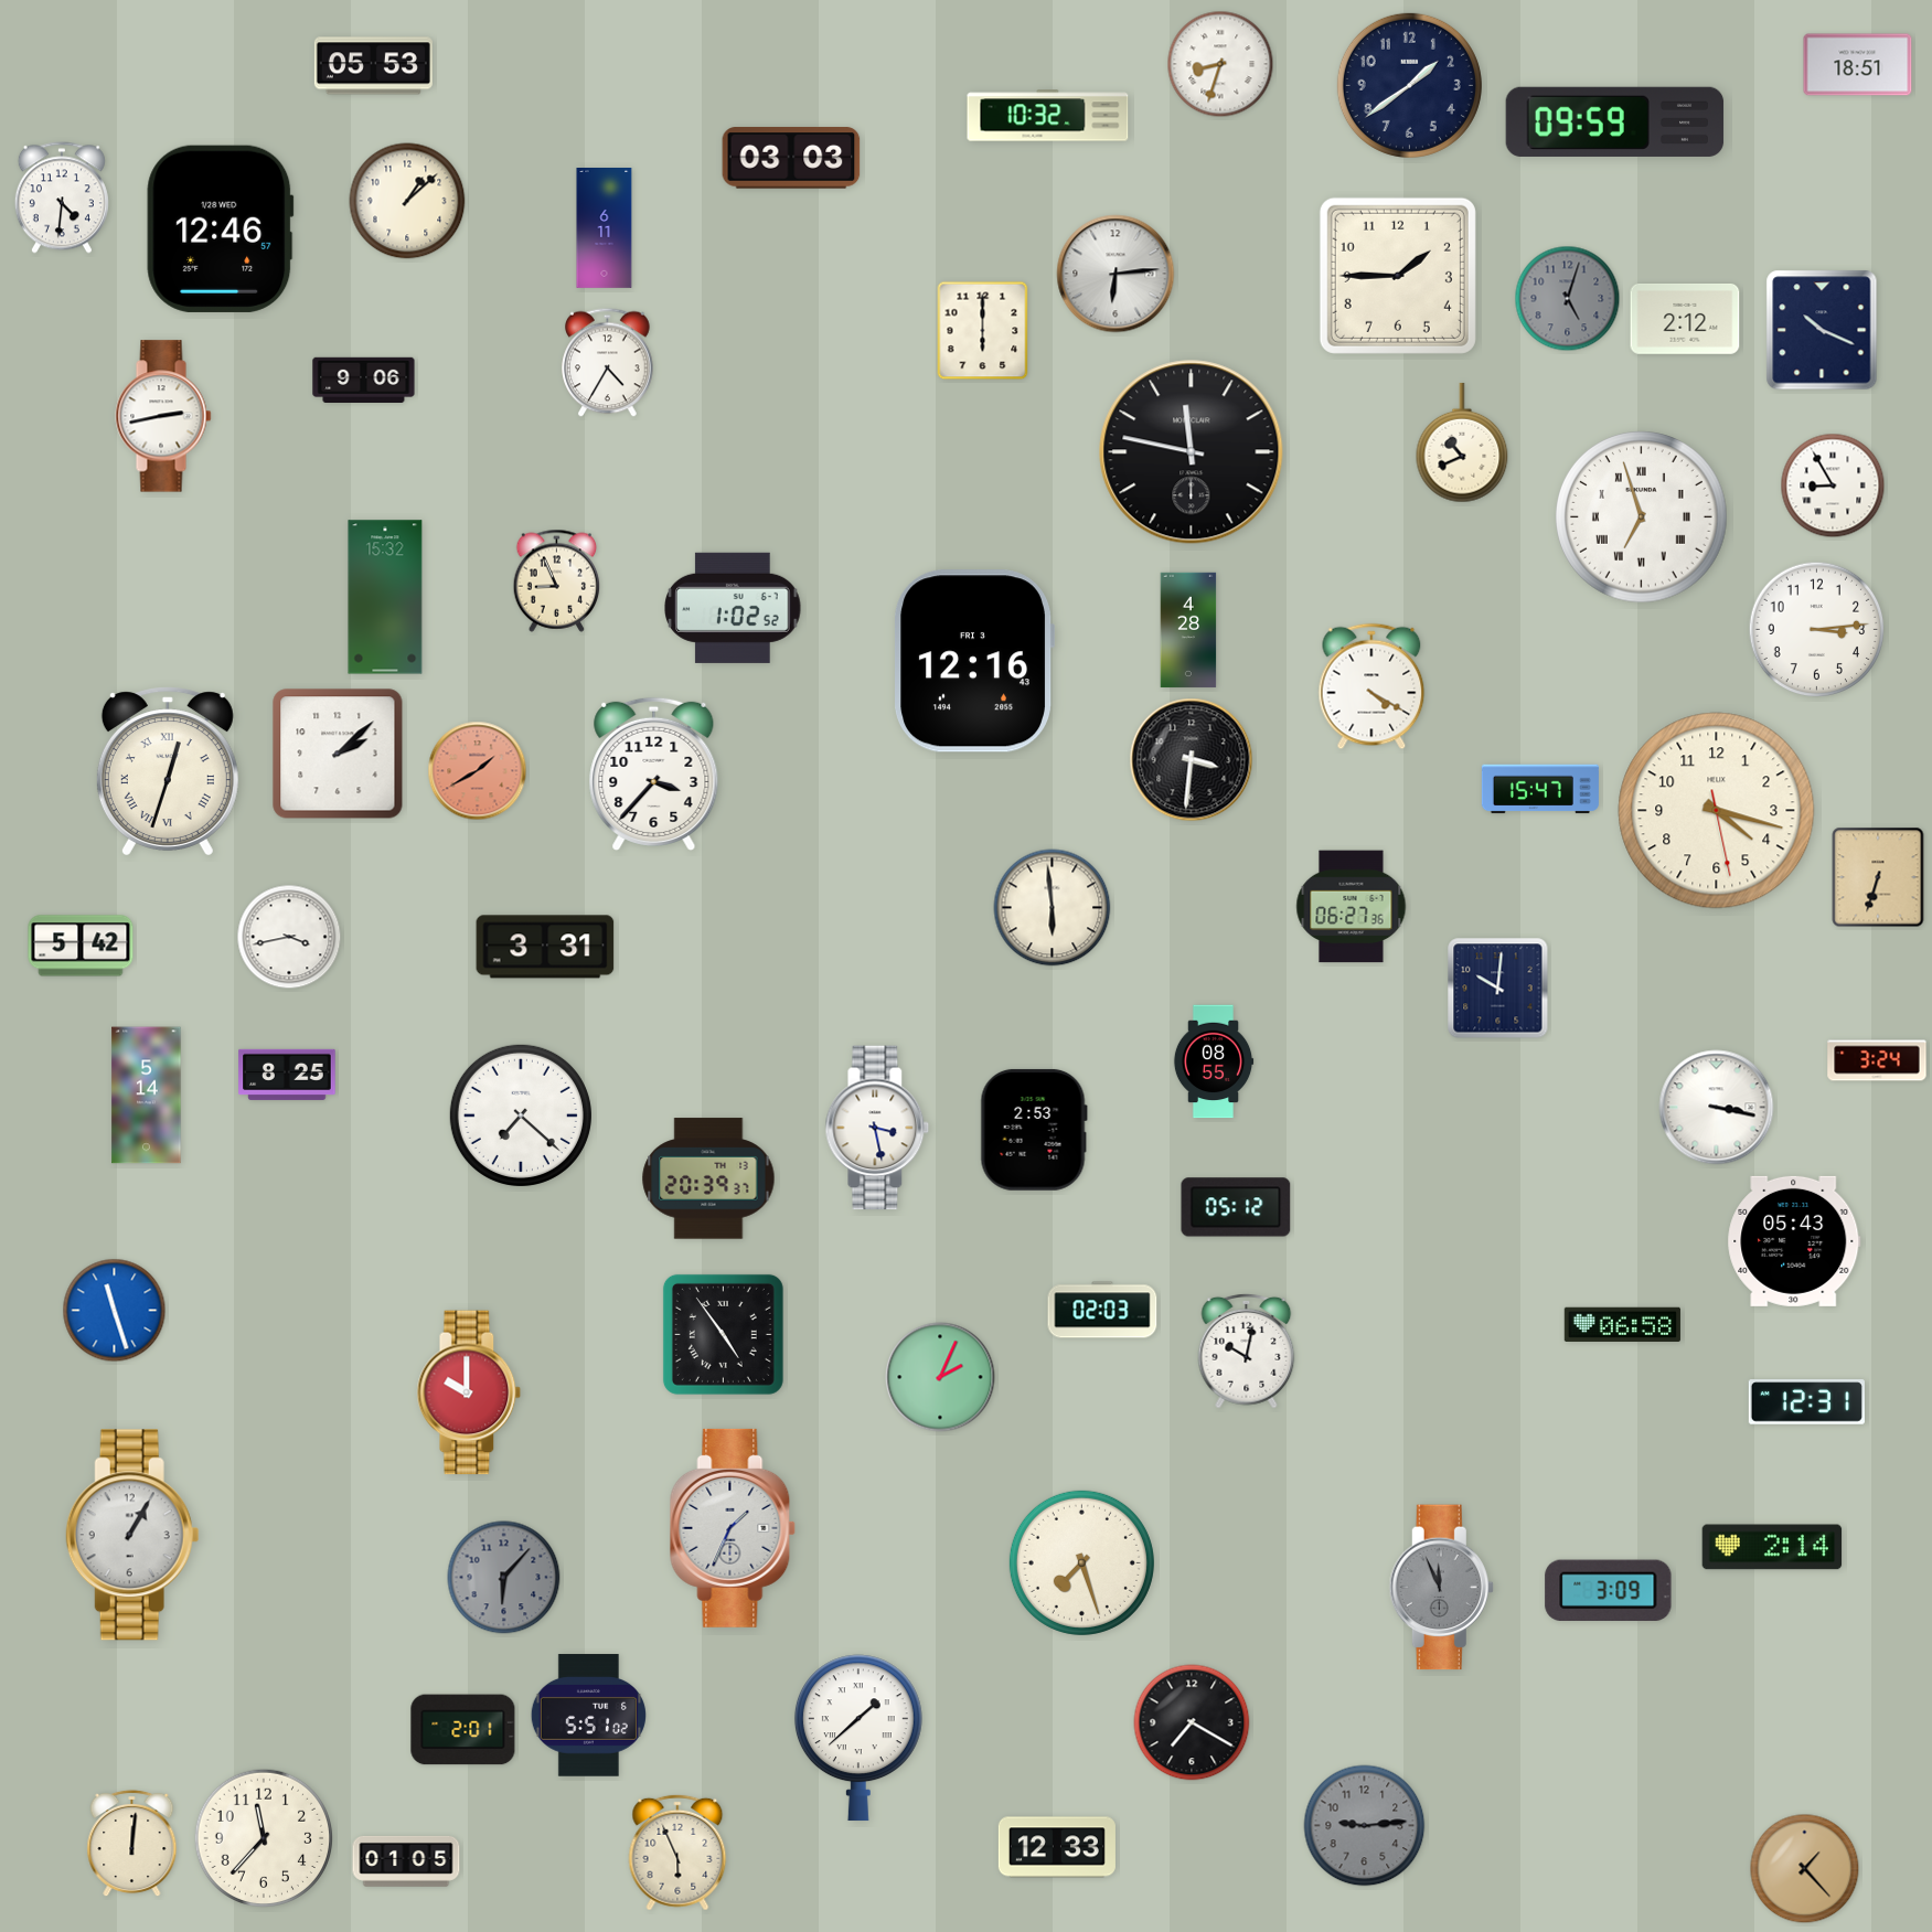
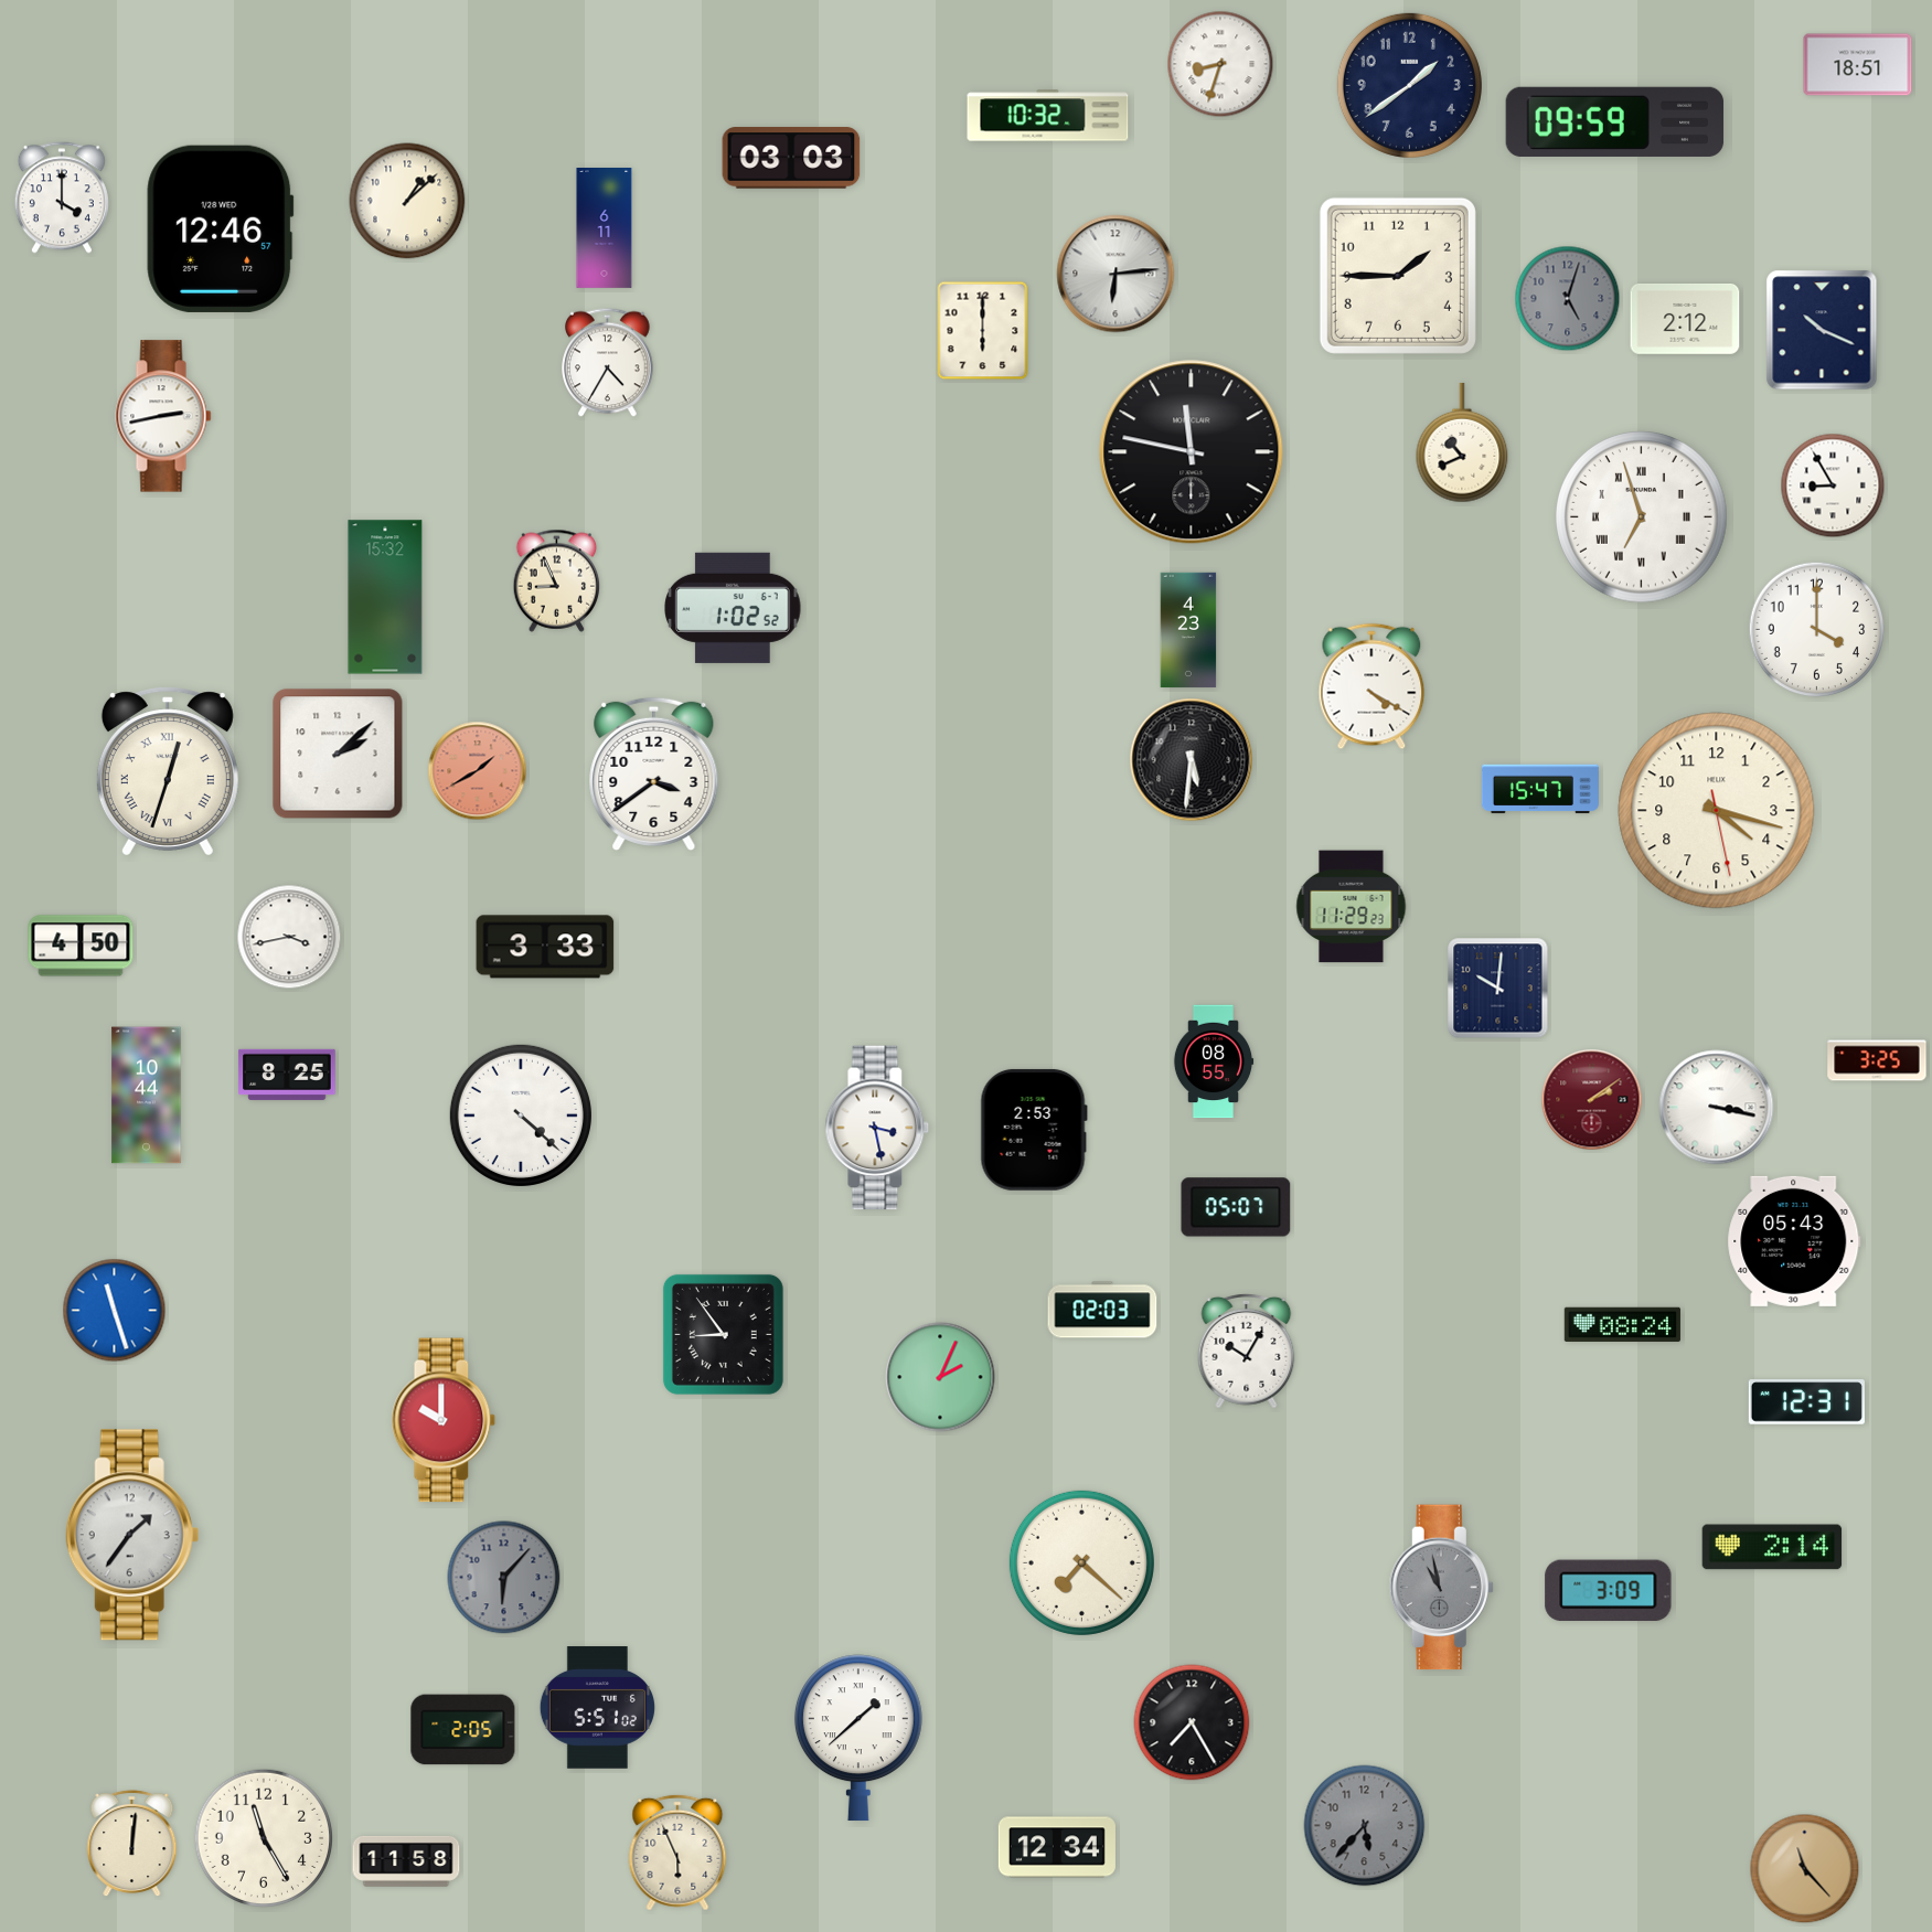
clock at (373, 66): 05:53 -> none
clock at (62, 198): 4:31 -> 4:00
clock at (364, 380): 9:06 -> none
clock at (1188, 630): 4:28 -> 4:23
clock at (1817, 630): 3:14 -> 4:00
clock at (974, 661): 12:16 -> none
clock at (1192, 760): 3:31 -> 5:31
clock at (654, 773): 3:37 -> 3:39
clock at (1878, 877): 6:33 -> none
clock at (1352, 907): 06:27 -> 11:29
clock at (1053, 908): 5:59 -> none
clock at (81, 946): 5:42 -> 4:50
clock at (545, 947): 3:31 -> 3:33
clock at (1877, 1060): 3:24 -> 3:25
clock at (147, 1096): 5:14 -> 10:44
clock at (1592, 1100): none -> 2:09
clock at (521, 1116): 7:22 -> 4:22
clock at (708, 1178): 20:39 -> none
clock at (1236, 1207): 05:12 -> 05:07
clock at (1622, 1324): 06:58 -> 08:24
clock at (723, 1334): 4:54 -> 8:54
clock at (1247, 1351): 10:02 -> 10:05
clock at (469, 1392) position: (469, 1392) -> (444, 1420)
clock at (733, 1528): 1:34 -> none
clock at (132, 1535): 1:05 -> 1:36
clock at (1081, 1562): 7:27 -> 7:22
clock at (1441, 1588): 11:56 -> 10:58
clock at (588, 1716) position: (588, 1716) -> (597, 1708)
clock at (1192, 1722): 7:20 -> 7:25
clock at (463, 1730): 2:01 -> 2:05
clock at (1365, 1826): 9:14 -> 5:37
clock at (263, 1837): 11:37 -> 11:25
clock at (1057, 1847): 12:33 -> 12:34
clock at (406, 1861): 01:05 -> 11:58
clock at (1805, 1869): 1:23 -> 11:23
